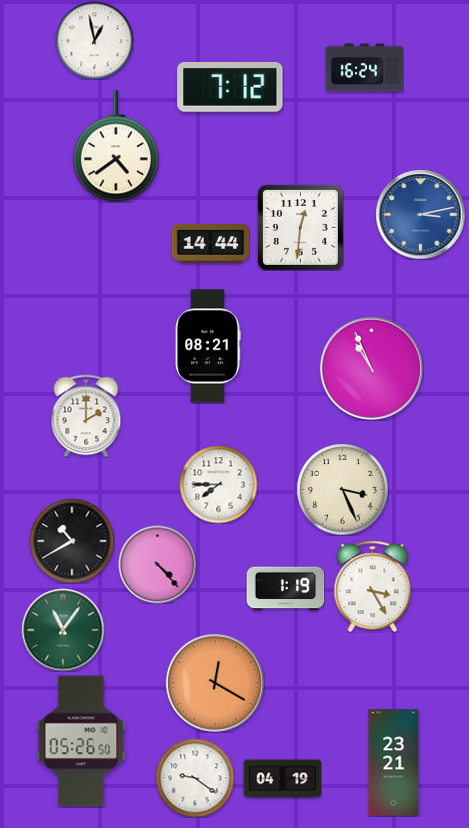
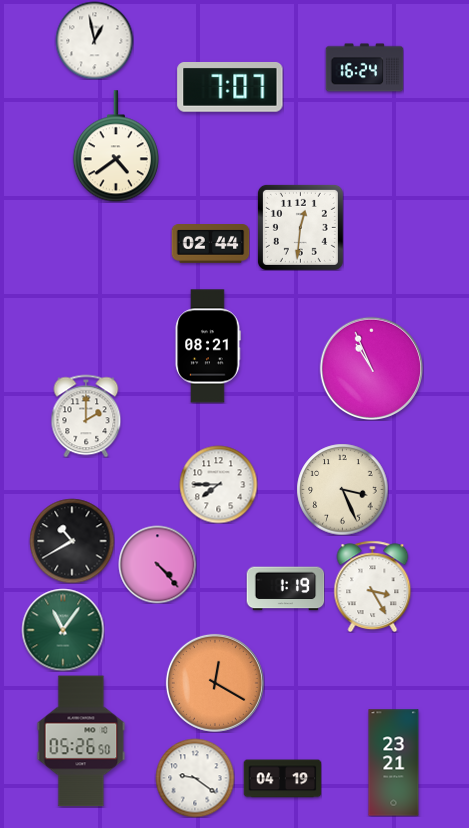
clock at (230, 88): 7:12 -> 7:07
clock at (420, 214): 3:13 -> none
clock at (210, 244): 14:44 -> 02:44
